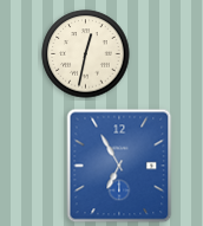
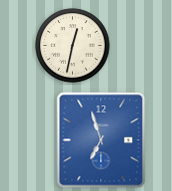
clock at (119, 166): 6:55 -> 6:57
